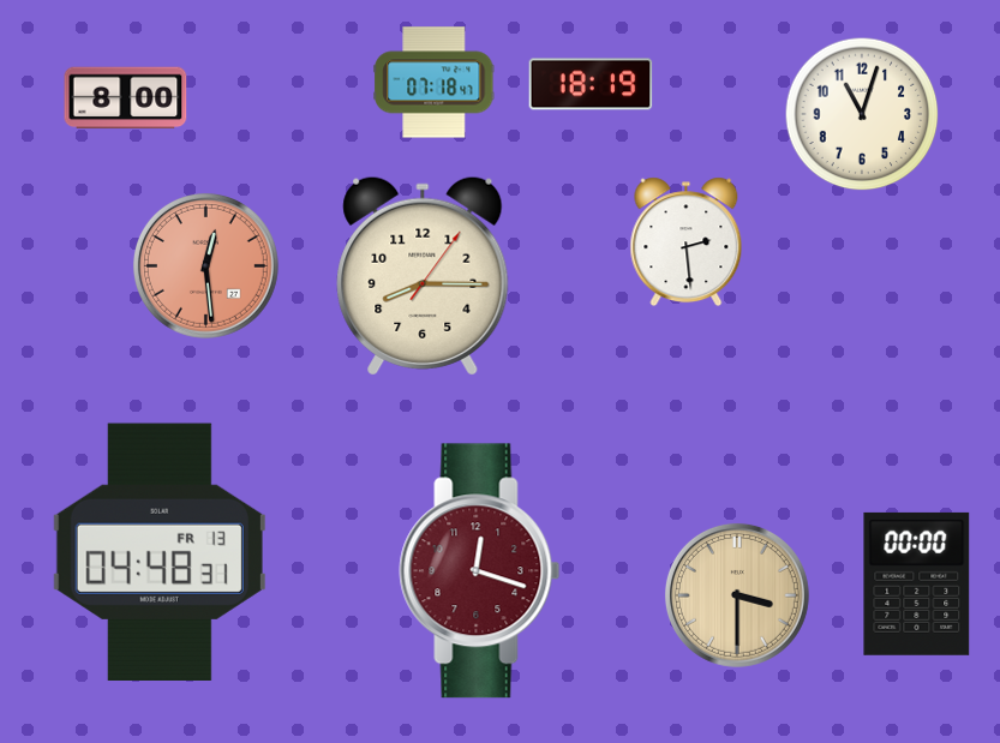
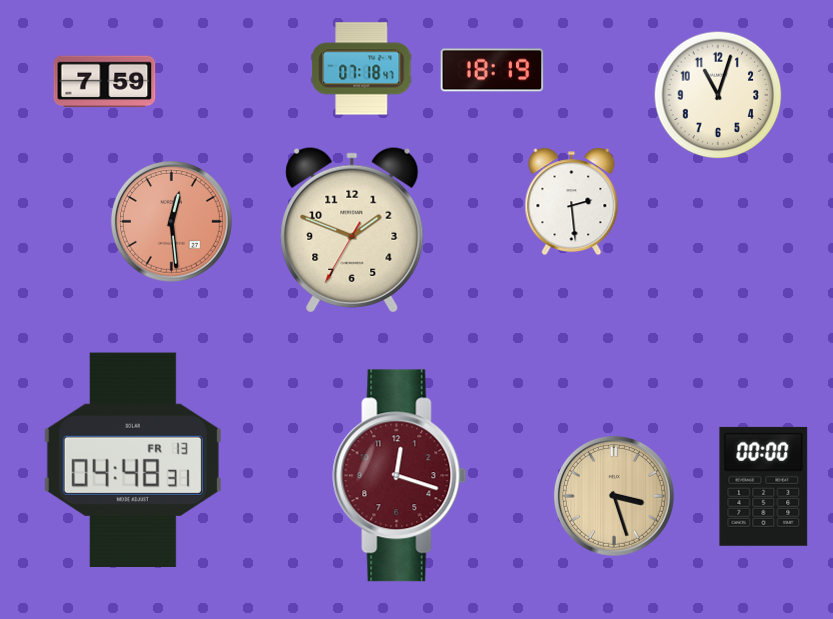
clock at (126, 98): 8:00 -> 7:59
clock at (423, 276): 8:15 -> 1:48
clock at (737, 595): 3:30 -> 3:27
